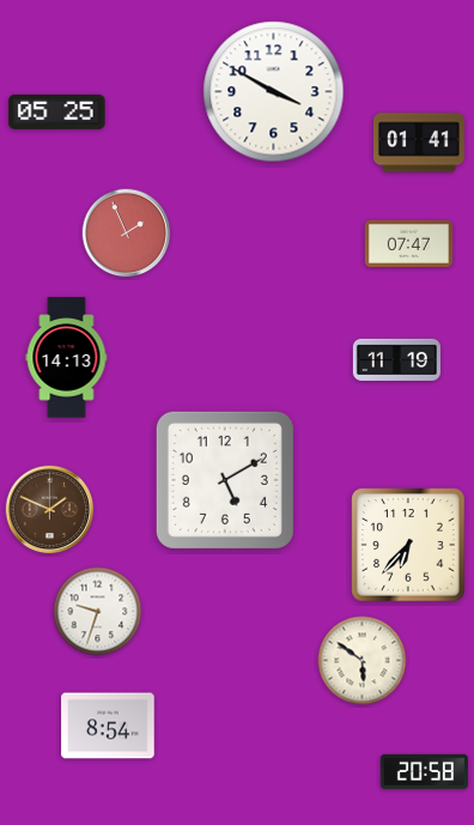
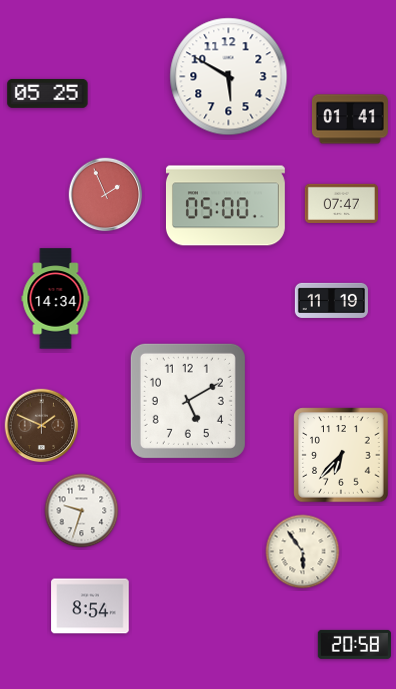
clock at (274, 92): 3:50 -> 5:50
clock at (225, 206): none -> 05:00
clock at (67, 358): 14:13 -> 14:34
clock at (363, 661): 5:51 -> 5:54
